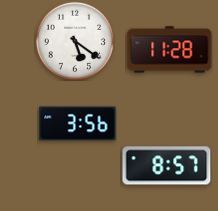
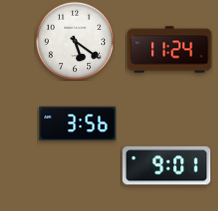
clock at (170, 50): 11:28 -> 11:24
clock at (167, 166): 8:57 -> 9:01
